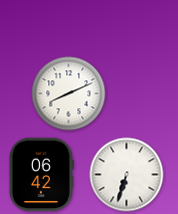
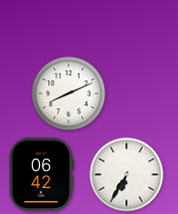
clock at (127, 175): 6:33 -> 6:35
